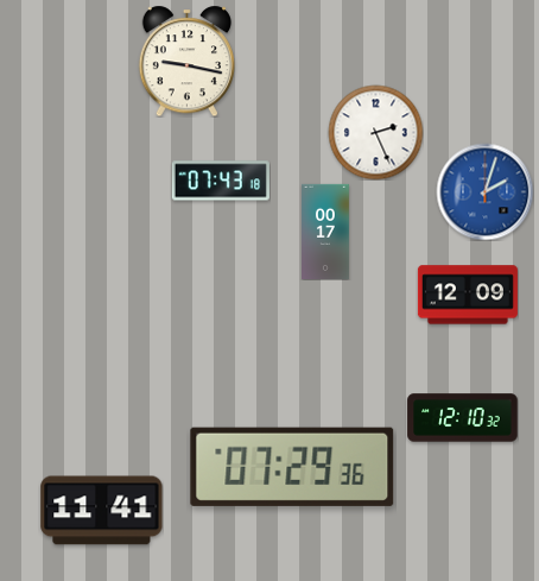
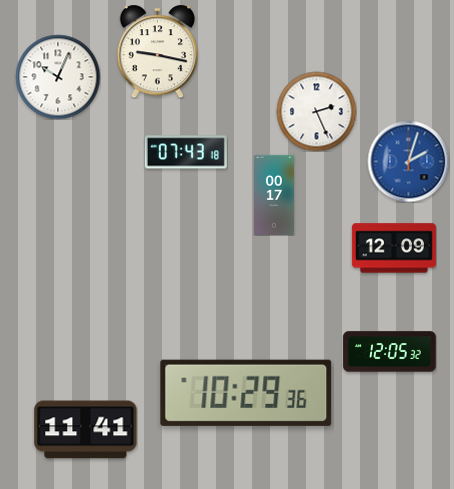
clock at (58, 77): none -> 10:04
clock at (463, 418): 12:10 -> 12:05
clock at (292, 467): 07:29 -> 10:29
